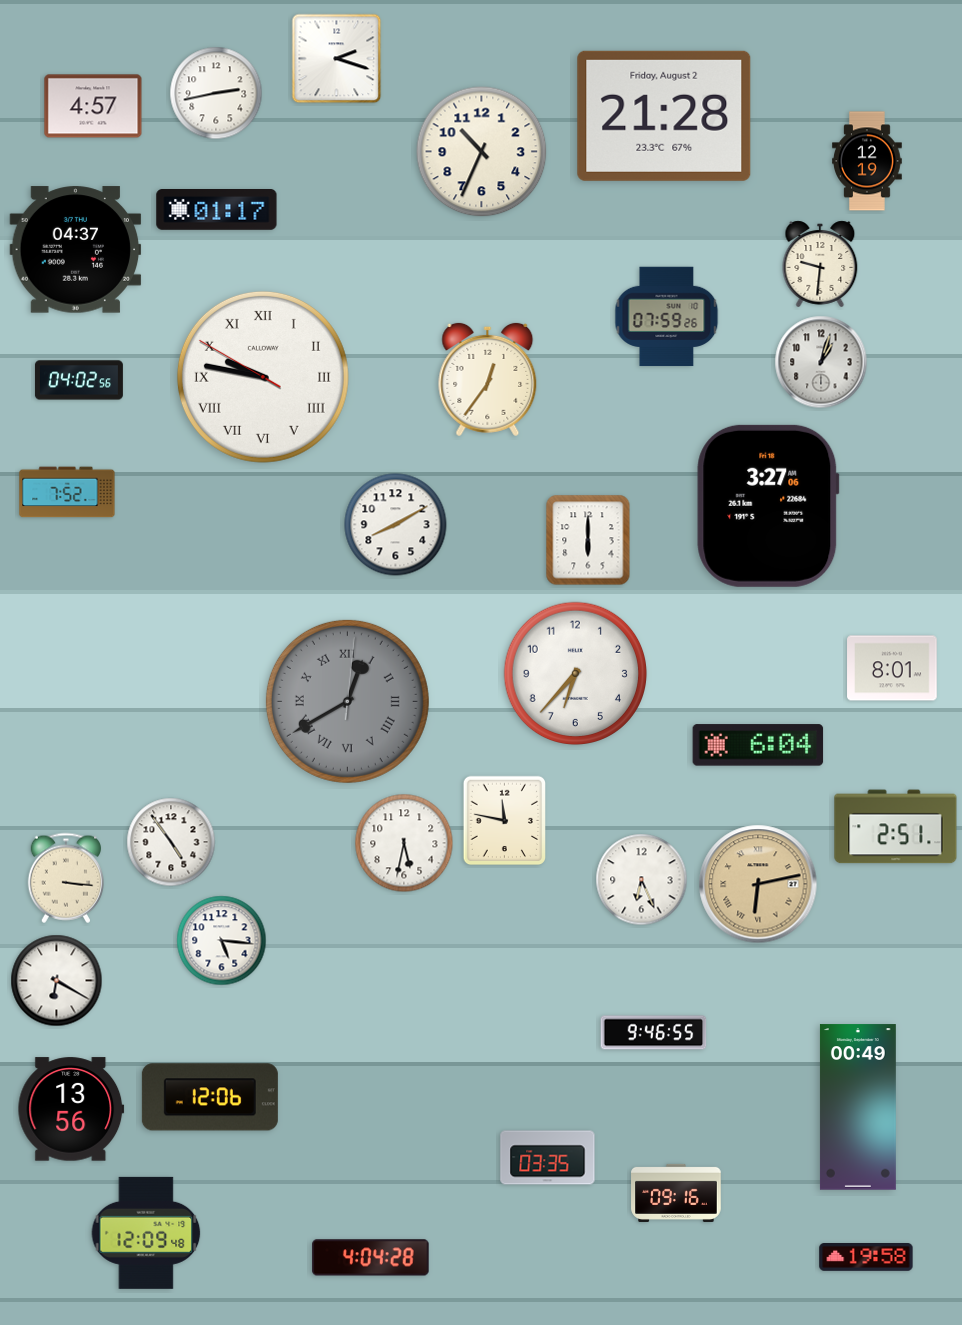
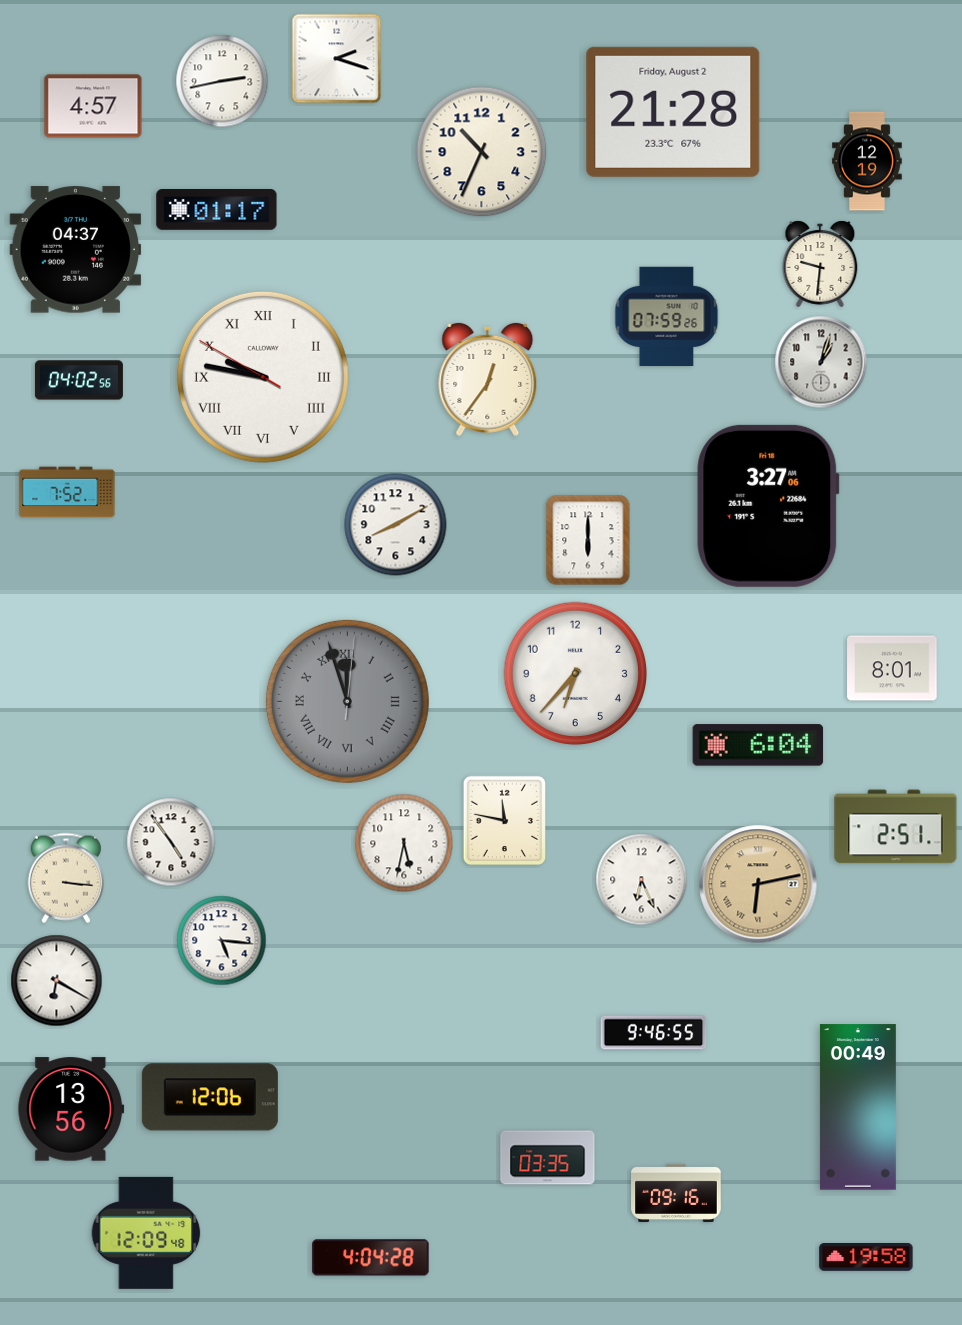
clock at (216, 93) position: (216, 93) -> (222, 81)
clock at (664, 116) position: (664, 116) -> (673, 112)
clock at (347, 701): 12:40 -> 11:57
